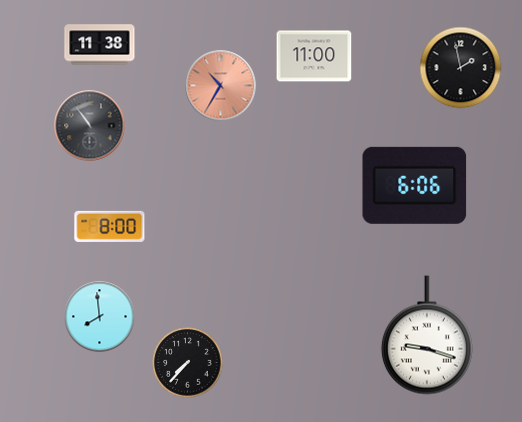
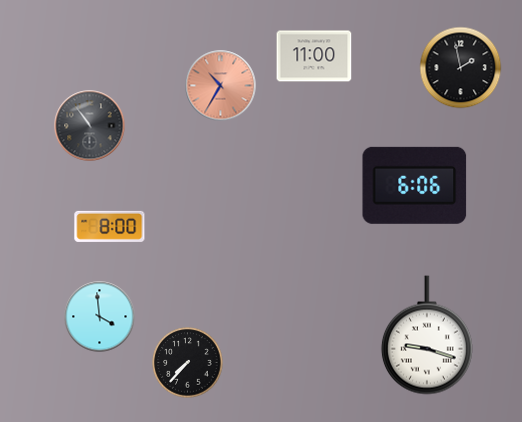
clock at (100, 45): 11:38 -> none
clock at (100, 317): 7:59 -> 3:59
